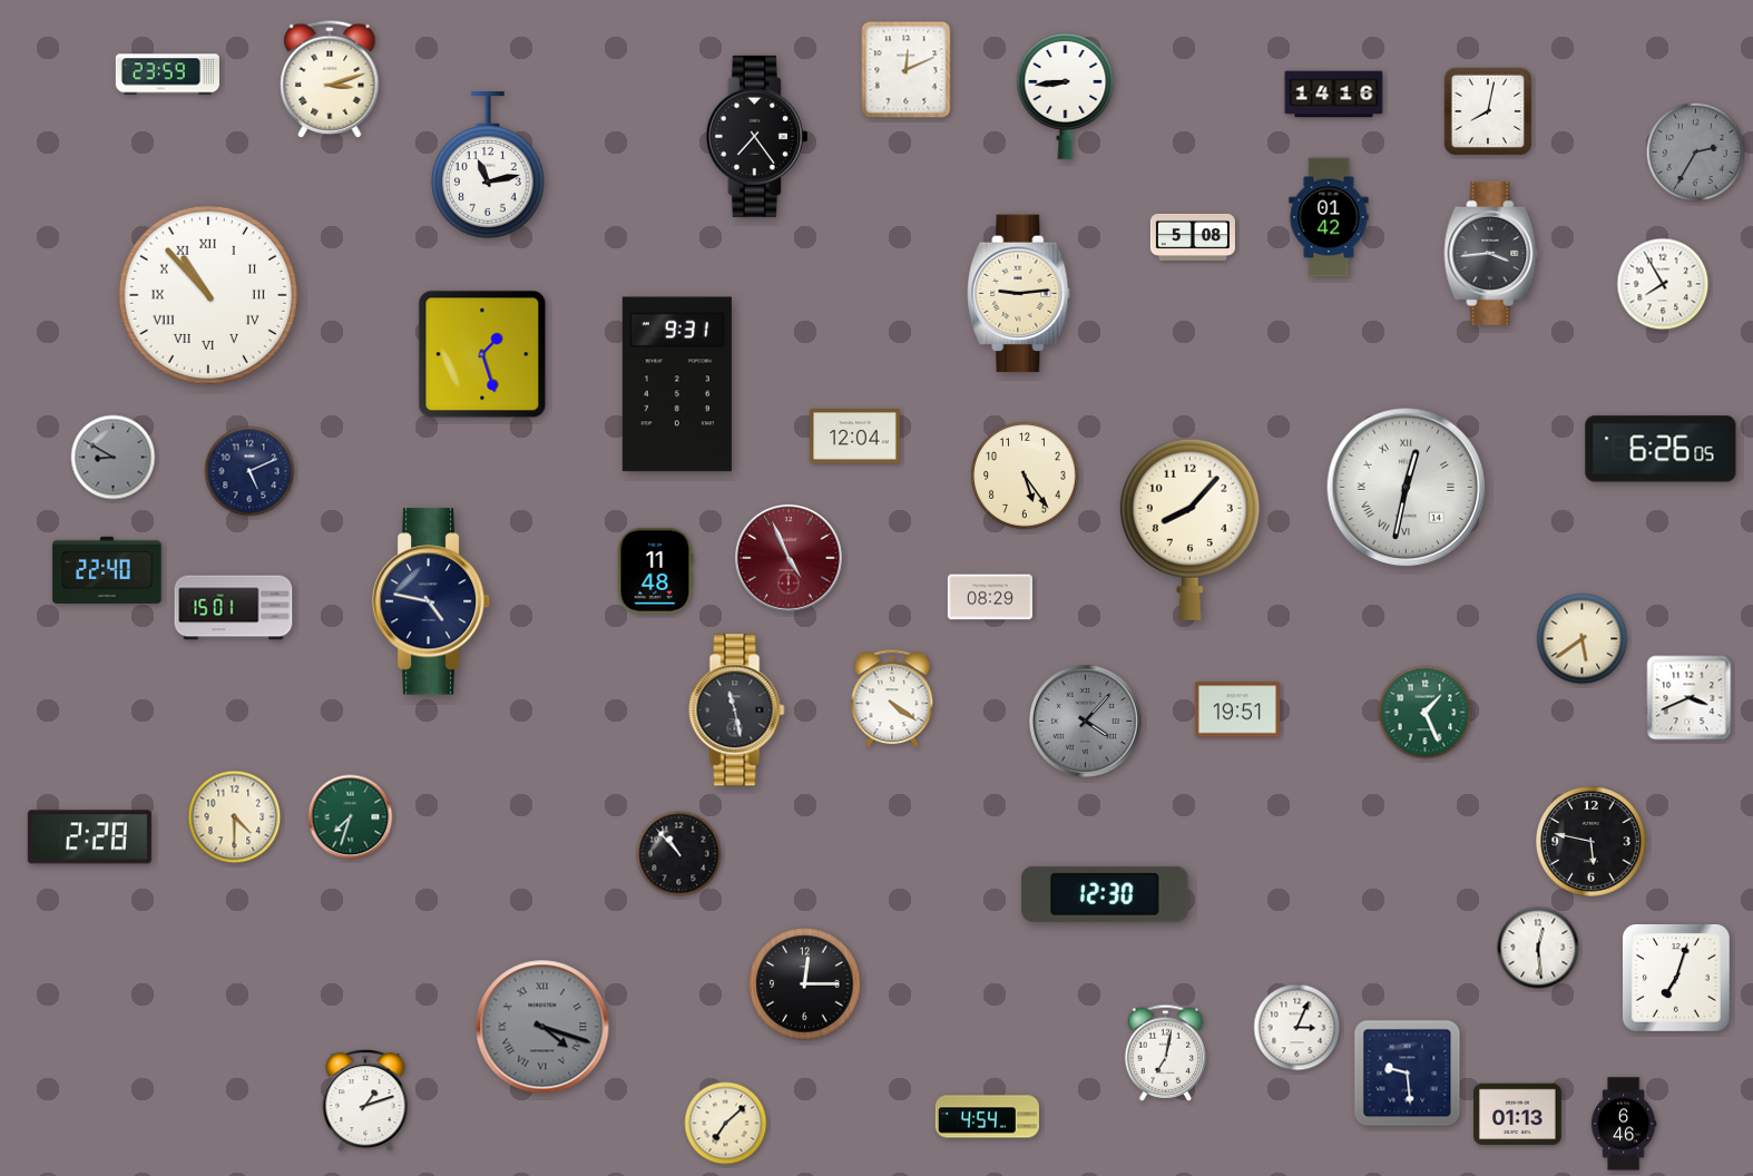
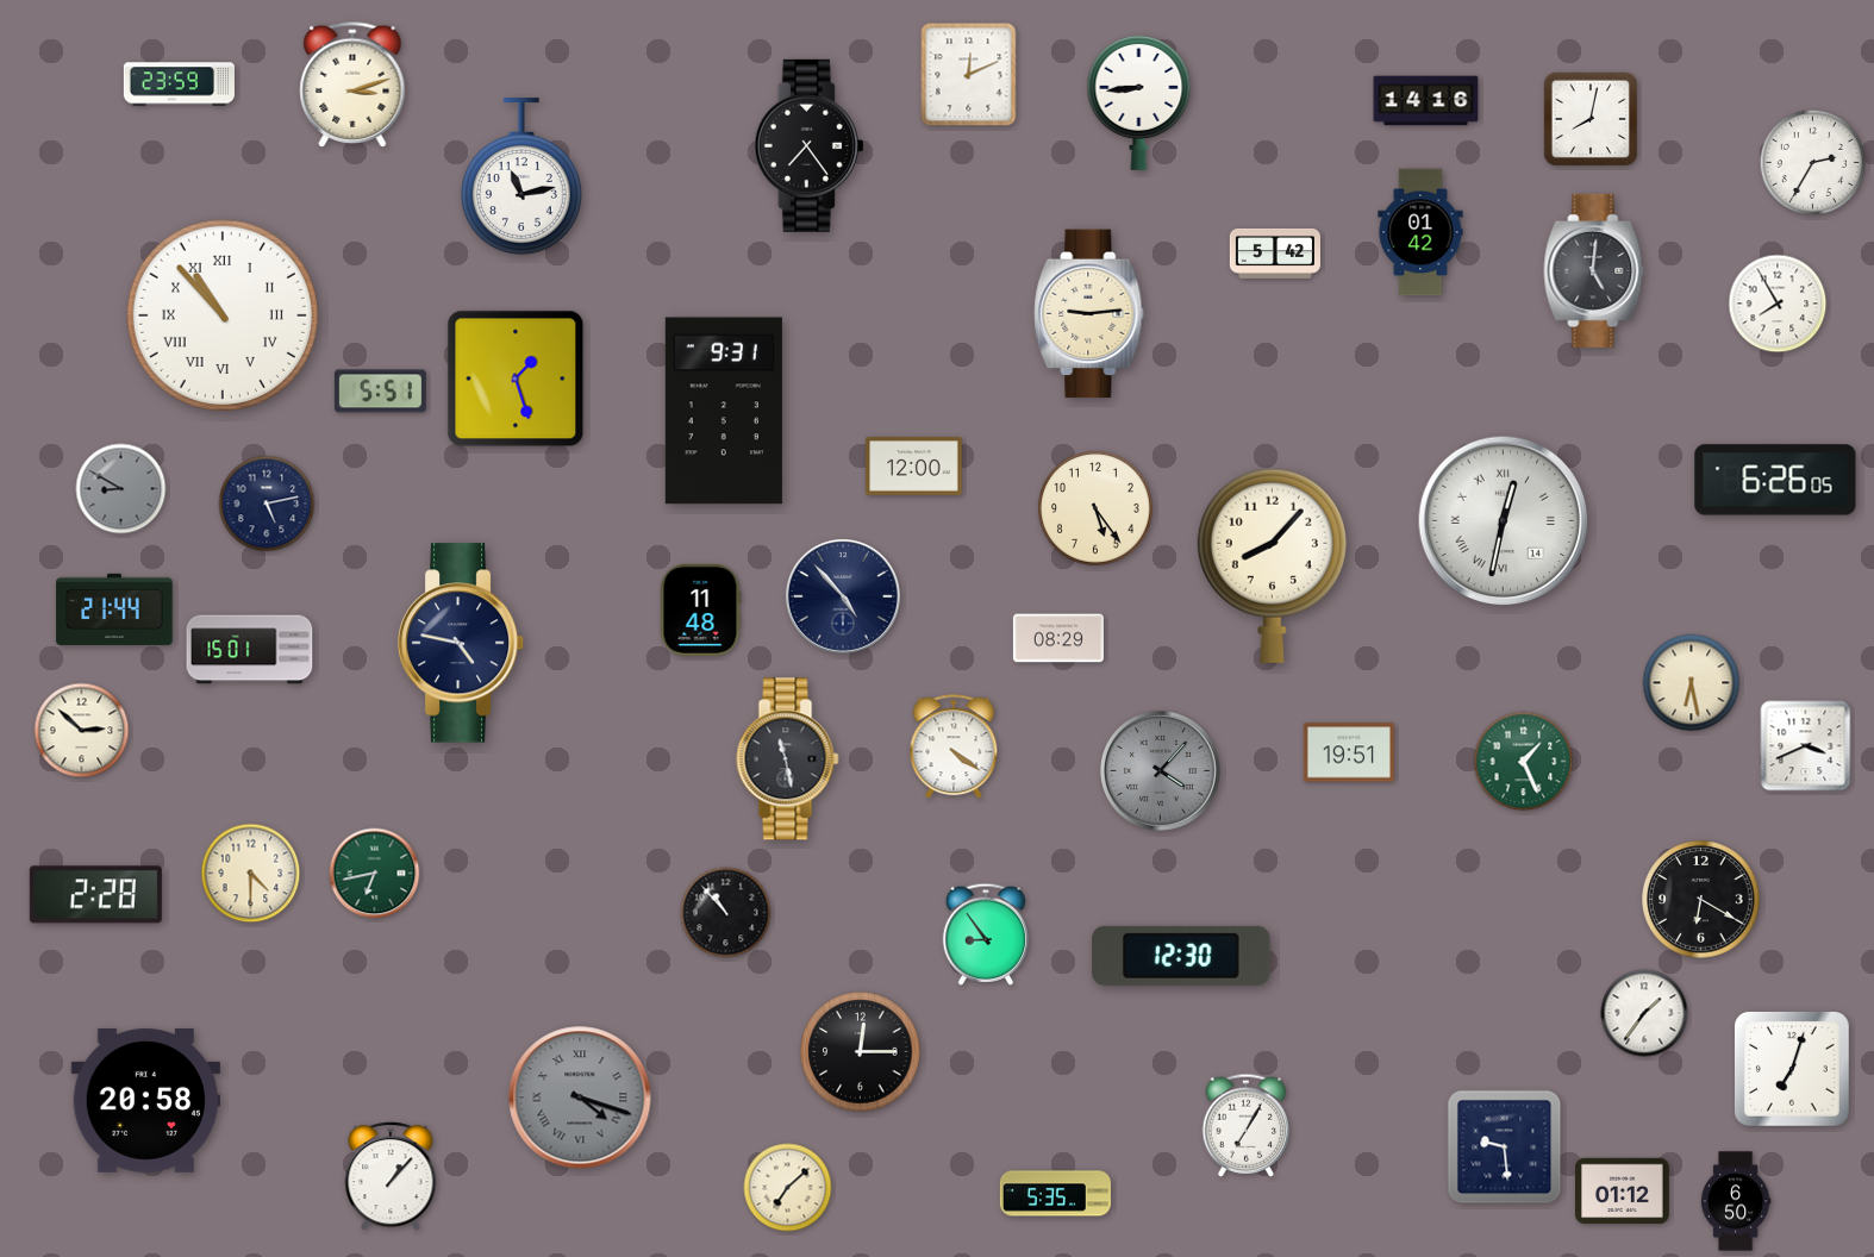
clock at (167, 75) position: (167, 75) -> (179, 85)
clock at (1695, 151) dial: grey -> white
clock at (1193, 237): 5:08 -> 5:42
clock at (1491, 253): 3:44 -> 5:01
clock at (380, 392): none -> 5:51
clock at (855, 437): 12:04 -> 12:00
clock at (249, 471): 5:11 -> 5:13
clock at (789, 558): 4:56 -> 4:53
clock at (789, 558) dial: burgundy -> navy
clock at (107, 570): 22:40 -> 21:44
clock at (1583, 639): 5:39 -> 6:28
clock at (82, 731): none -> 2:52
clock at (1237, 709) position: (1237, 709) -> (1349, 752)
clock at (351, 817): 7:33 -> 6:43
clock at (1592, 842): 5:47 -> 6:20
clock at (985, 934): none -> 8:54
clock at (1538, 948): 12:29 -> 1:36
clock at (1676, 978) position: (1676, 978) -> (1792, 1069)
clock at (1297, 1028): 3:04 -> none
clock at (146, 1100): none -> 20:58
clock at (1166, 1052): 7:02 -> 7:05
clock at (365, 1100): 1:12 -> 1:07
clock at (1518, 1115): 01:13 -> 01:12
clock at (987, 1117): 4:54 -> 5:35
clock at (726, 1124) position: (726, 1124) -> (788, 1188)
clock at (1624, 1124): 6:46 -> 6:50
